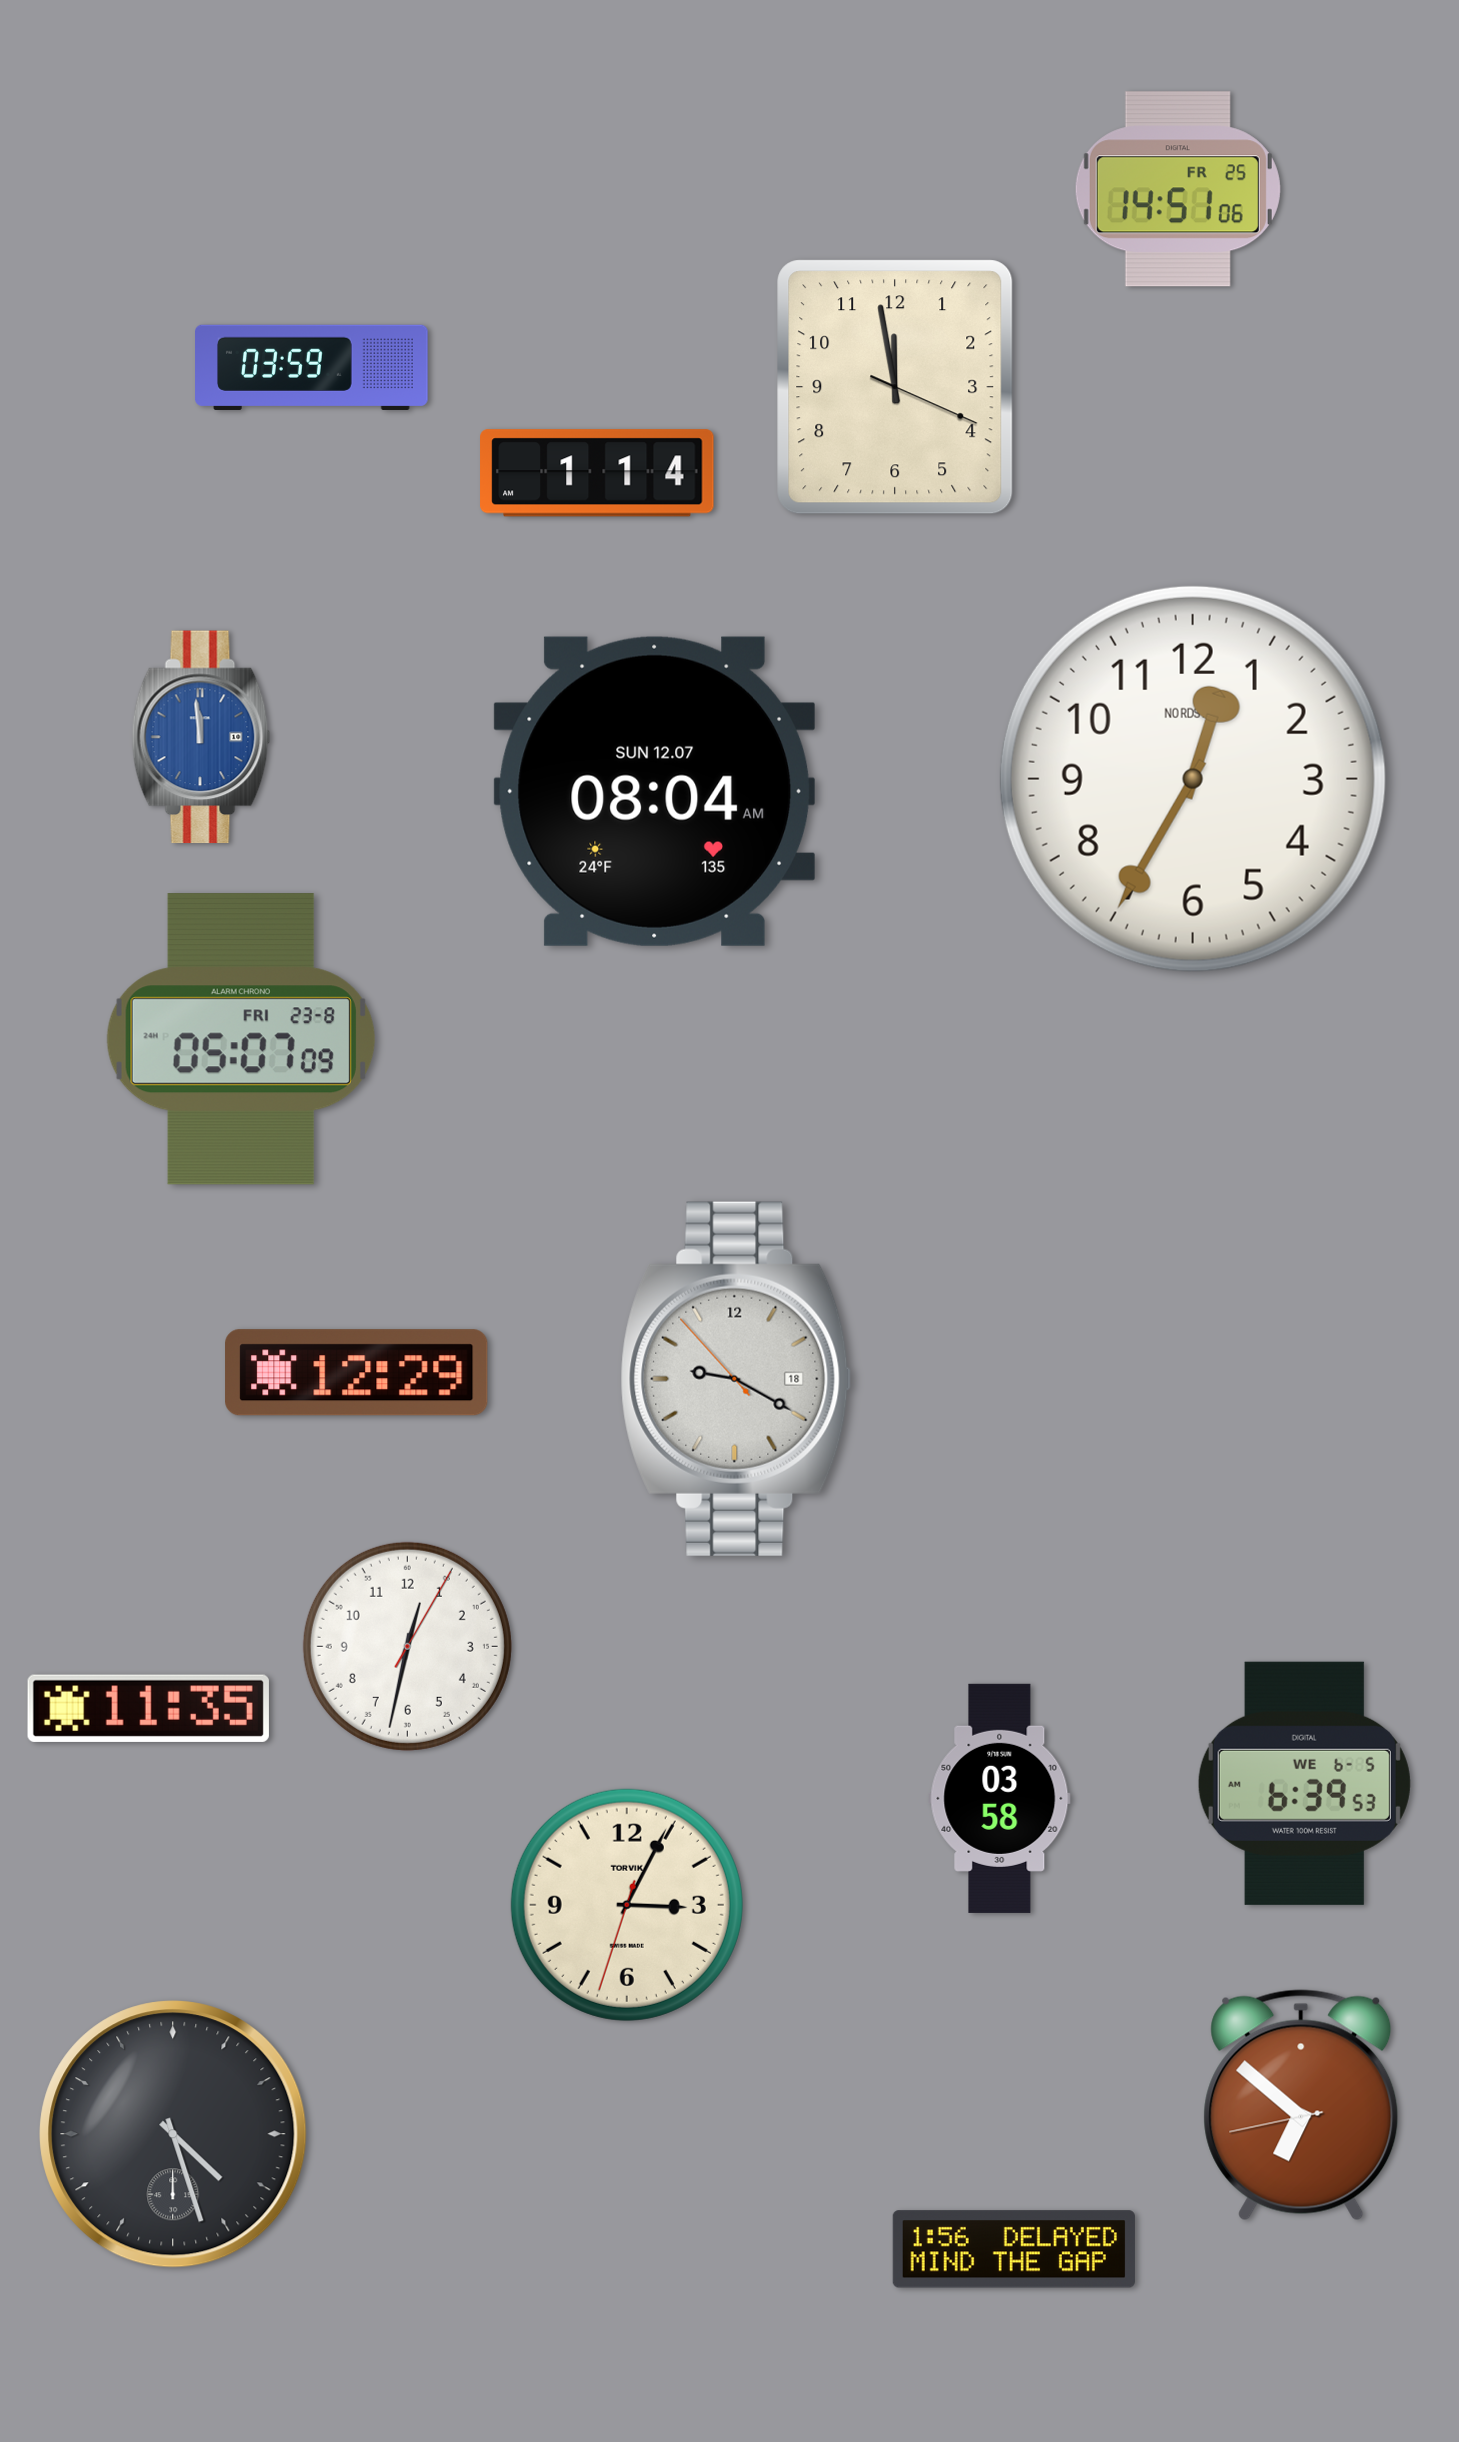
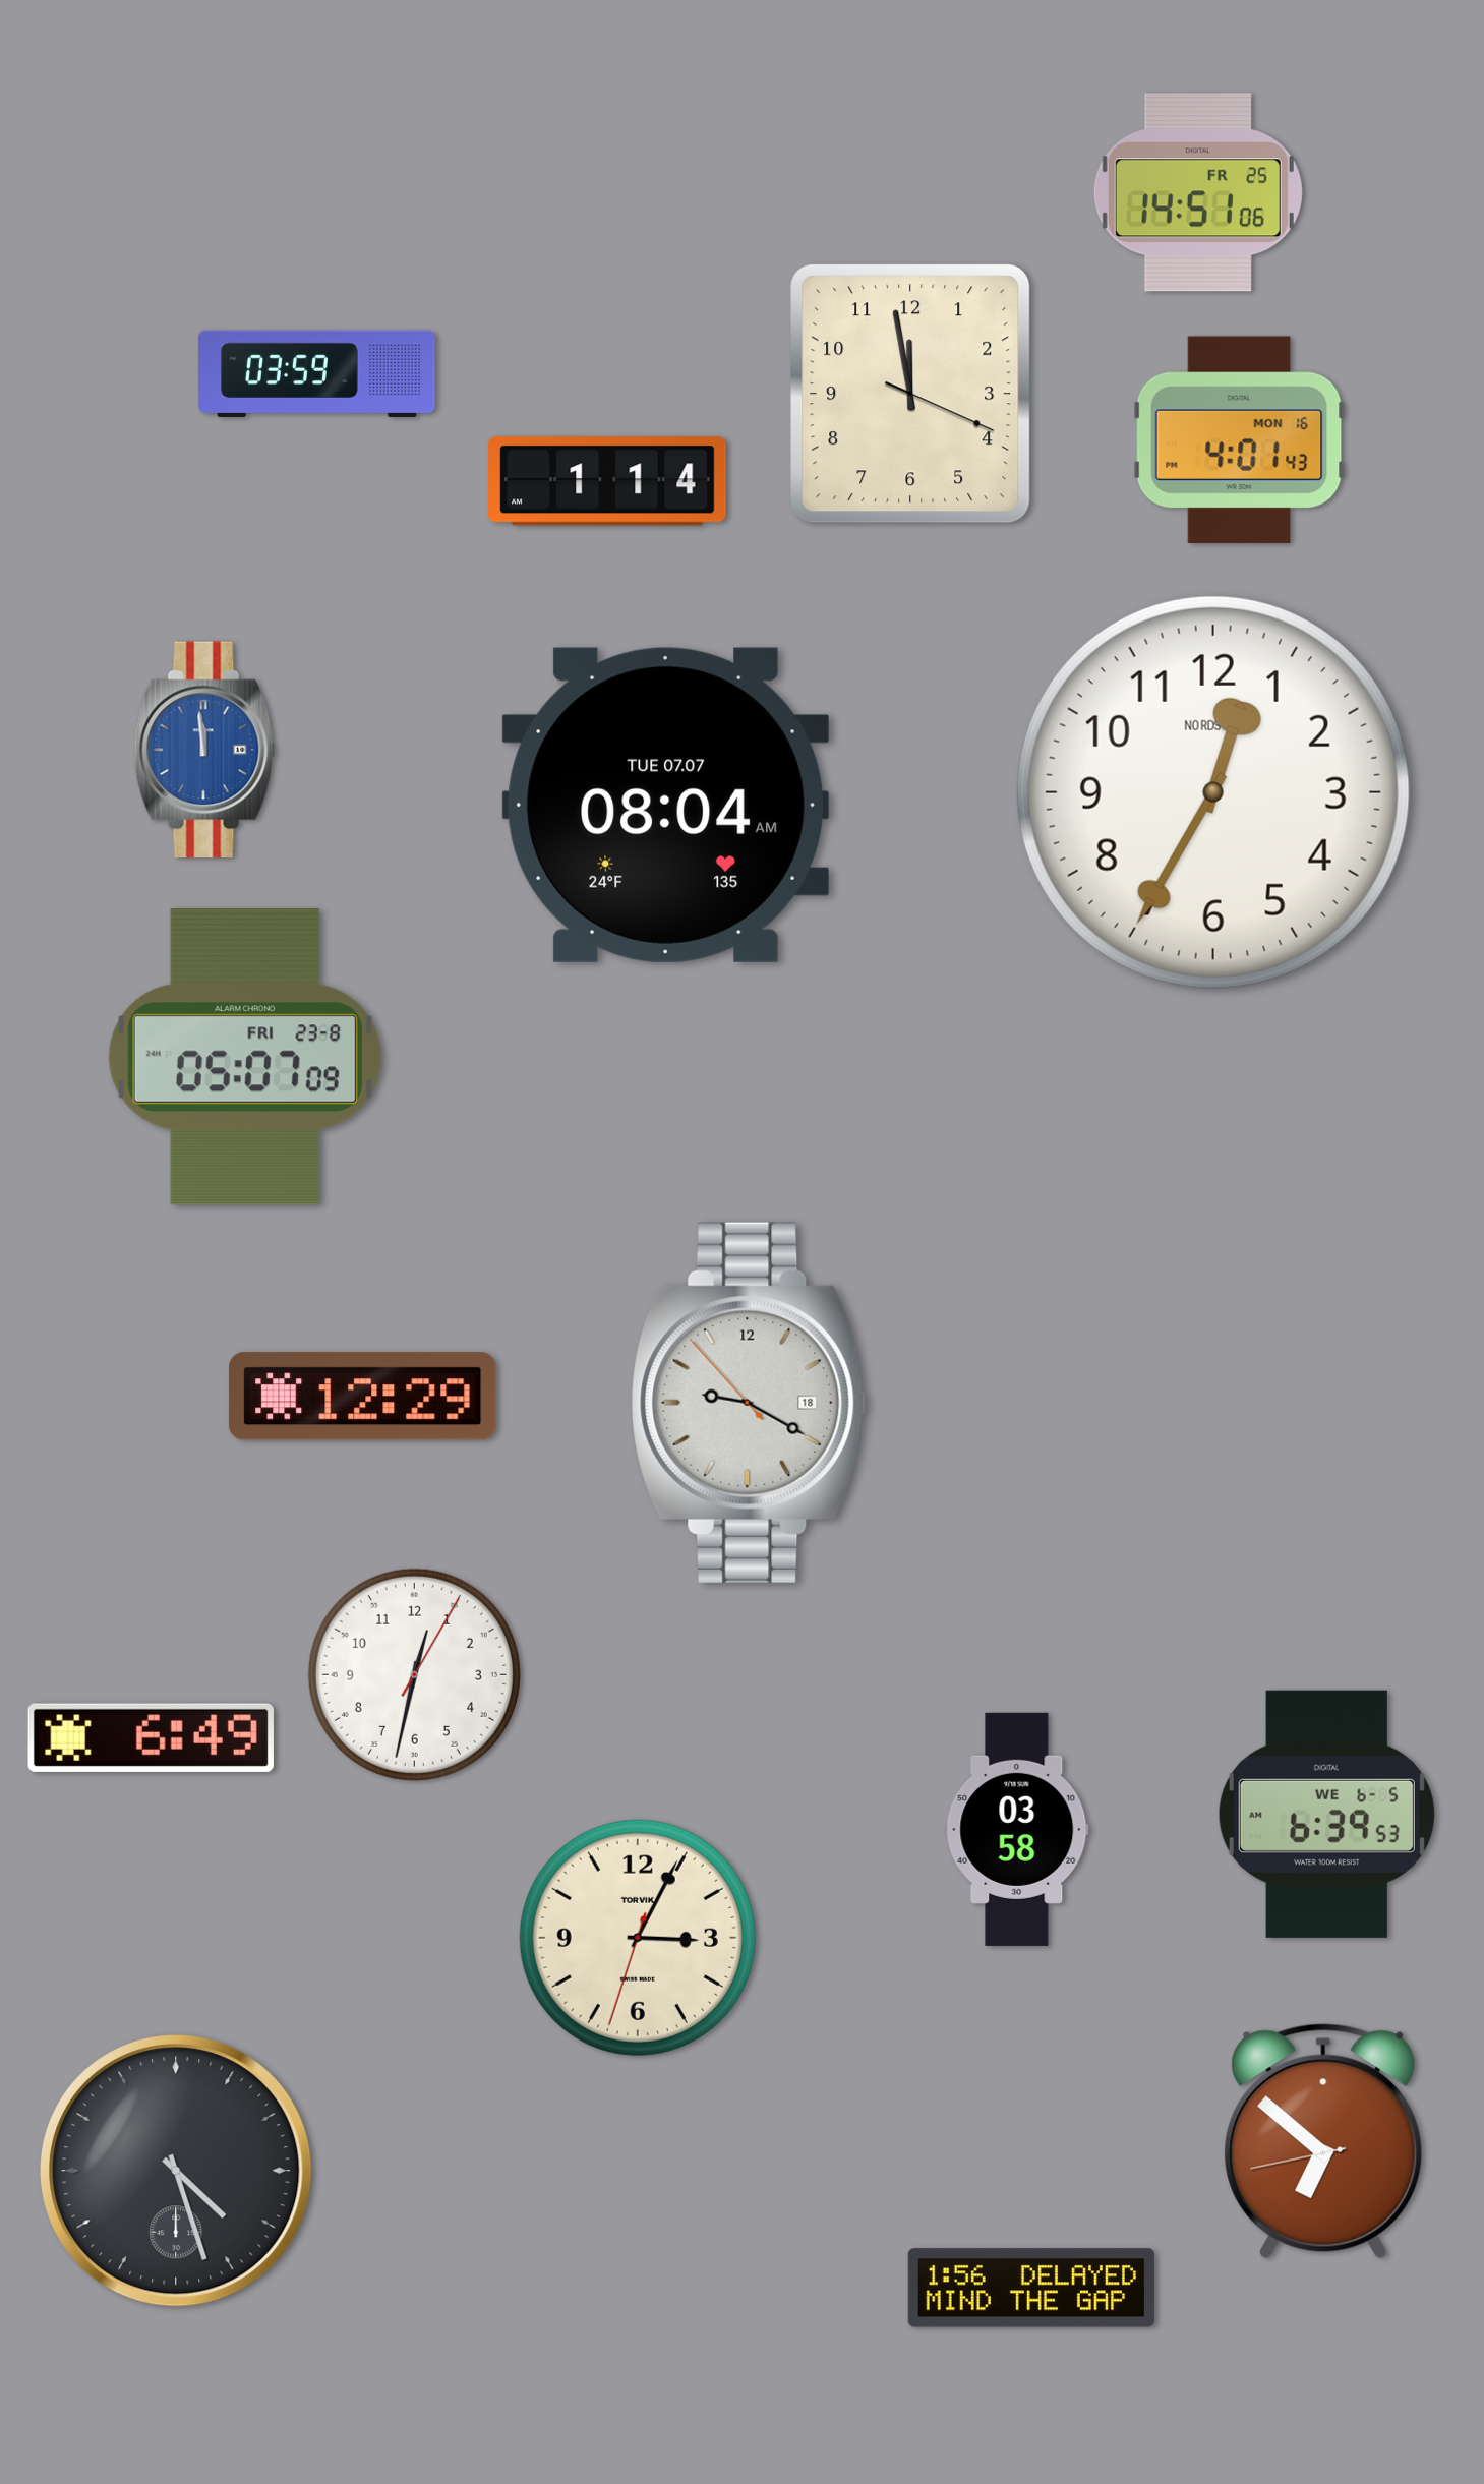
clock at (1239, 439): none -> 4:01
clock at (654, 791) date: SUN 12.07 -> TUE 07.07
clock at (148, 1708): 11:35 -> 6:49
